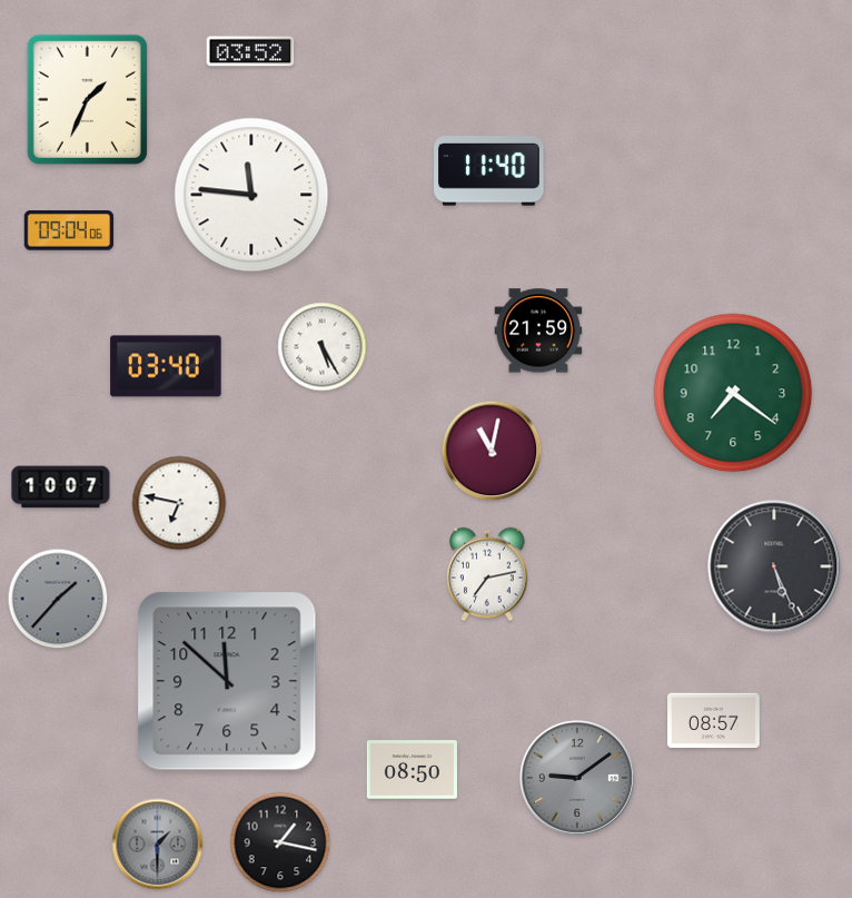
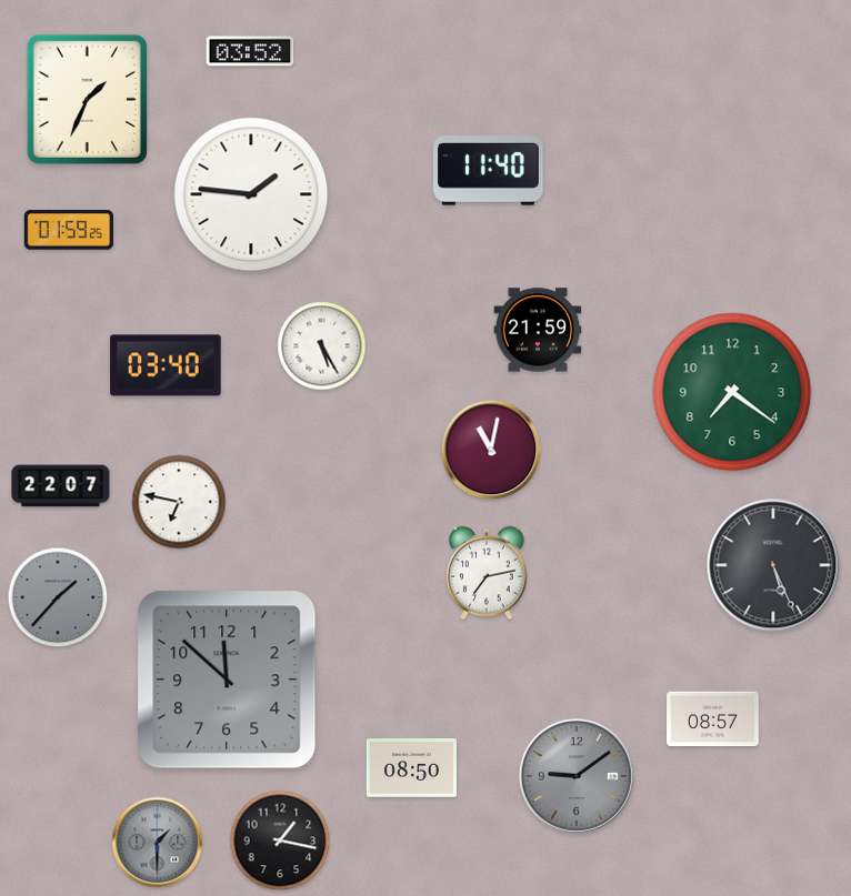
clock at (251, 195): 11:46 -> 1:46
clock at (69, 230): 09:04 -> 01:59
clock at (61, 487): 10:07 -> 22:07
